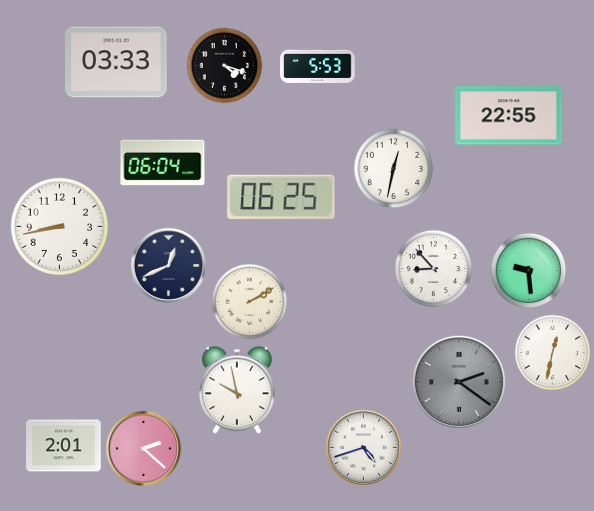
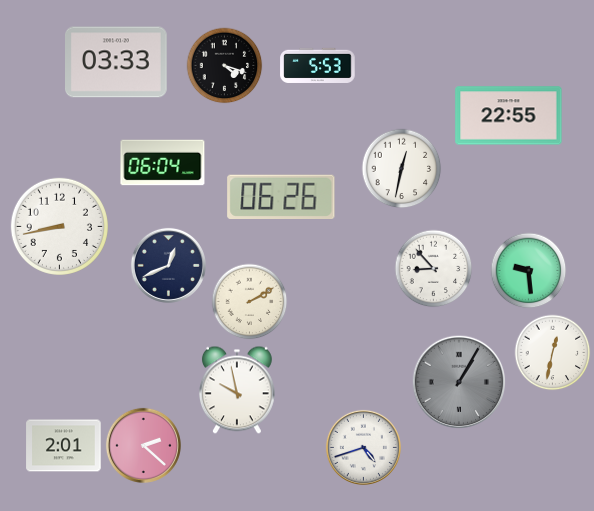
clock at (394, 169) position: (394, 169) -> (402, 169)
clock at (281, 196): 06:25 -> 06:26
clock at (459, 382): 2:21 -> 1:05
clock at (143, 448) position: (143, 448) -> (143, 445)
